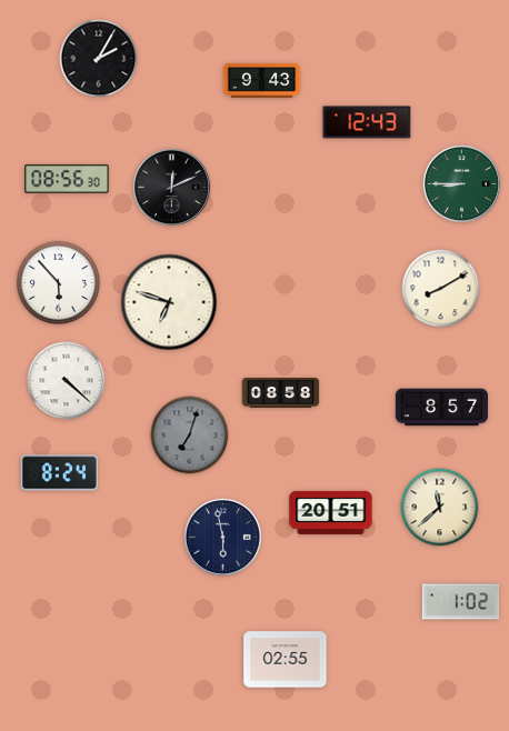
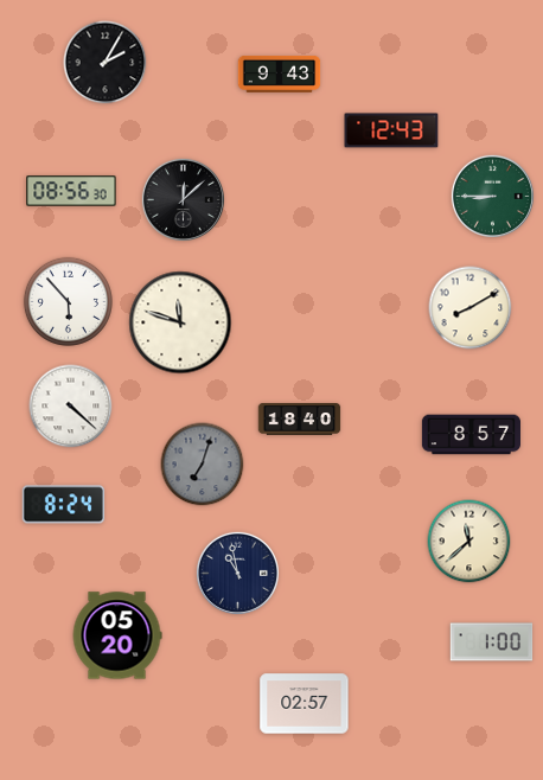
clock at (262, 80) position: (262, 80) -> (280, 73)
clock at (171, 187): 12:11 -> 12:08
clock at (58, 282) position: (58, 282) -> (68, 301)
clock at (169, 302): 6:48 -> 11:48
clock at (281, 393): 08:58 -> 18:40
clock at (331, 512): 20:51 -> none
clock at (222, 537): 5:58 -> 10:58
clock at (117, 635): none -> 05:20
clock at (461, 602): 1:02 -> 1:00
clock at (286, 660): 02:55 -> 02:57
